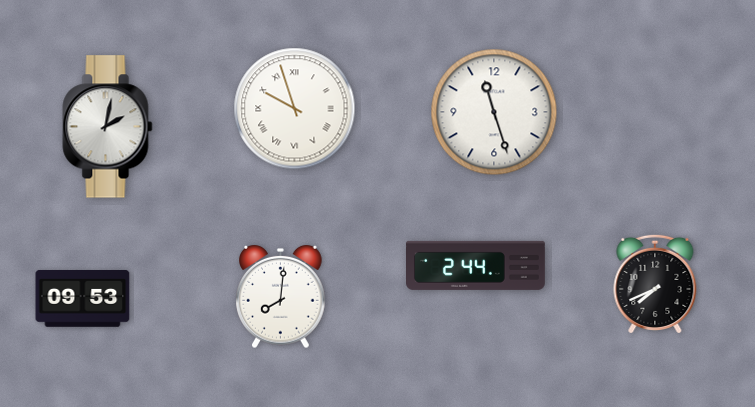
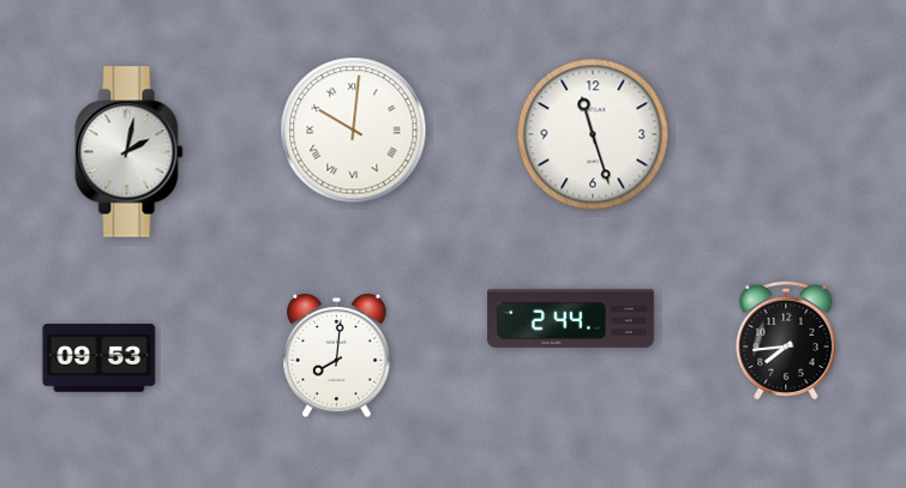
clock at (295, 109): 9:57 -> 10:01
clock at (655, 283): 7:41 -> 7:44
